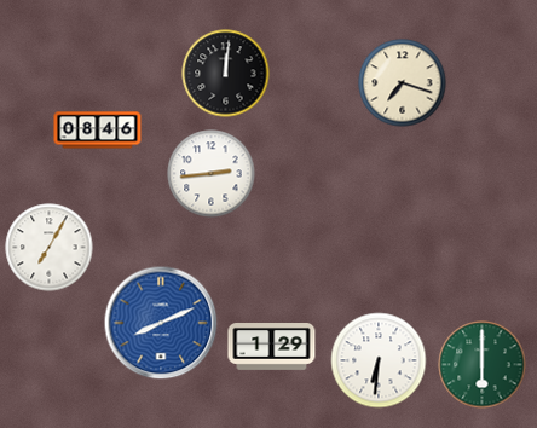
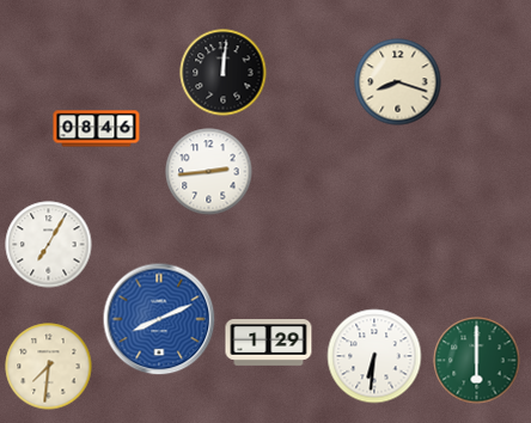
clock at (403, 83): 7:18 -> 8:18
clock at (49, 367): none -> 7:31
